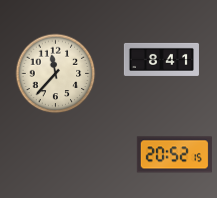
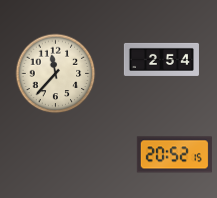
clock at (161, 59): 8:41 -> 2:54
